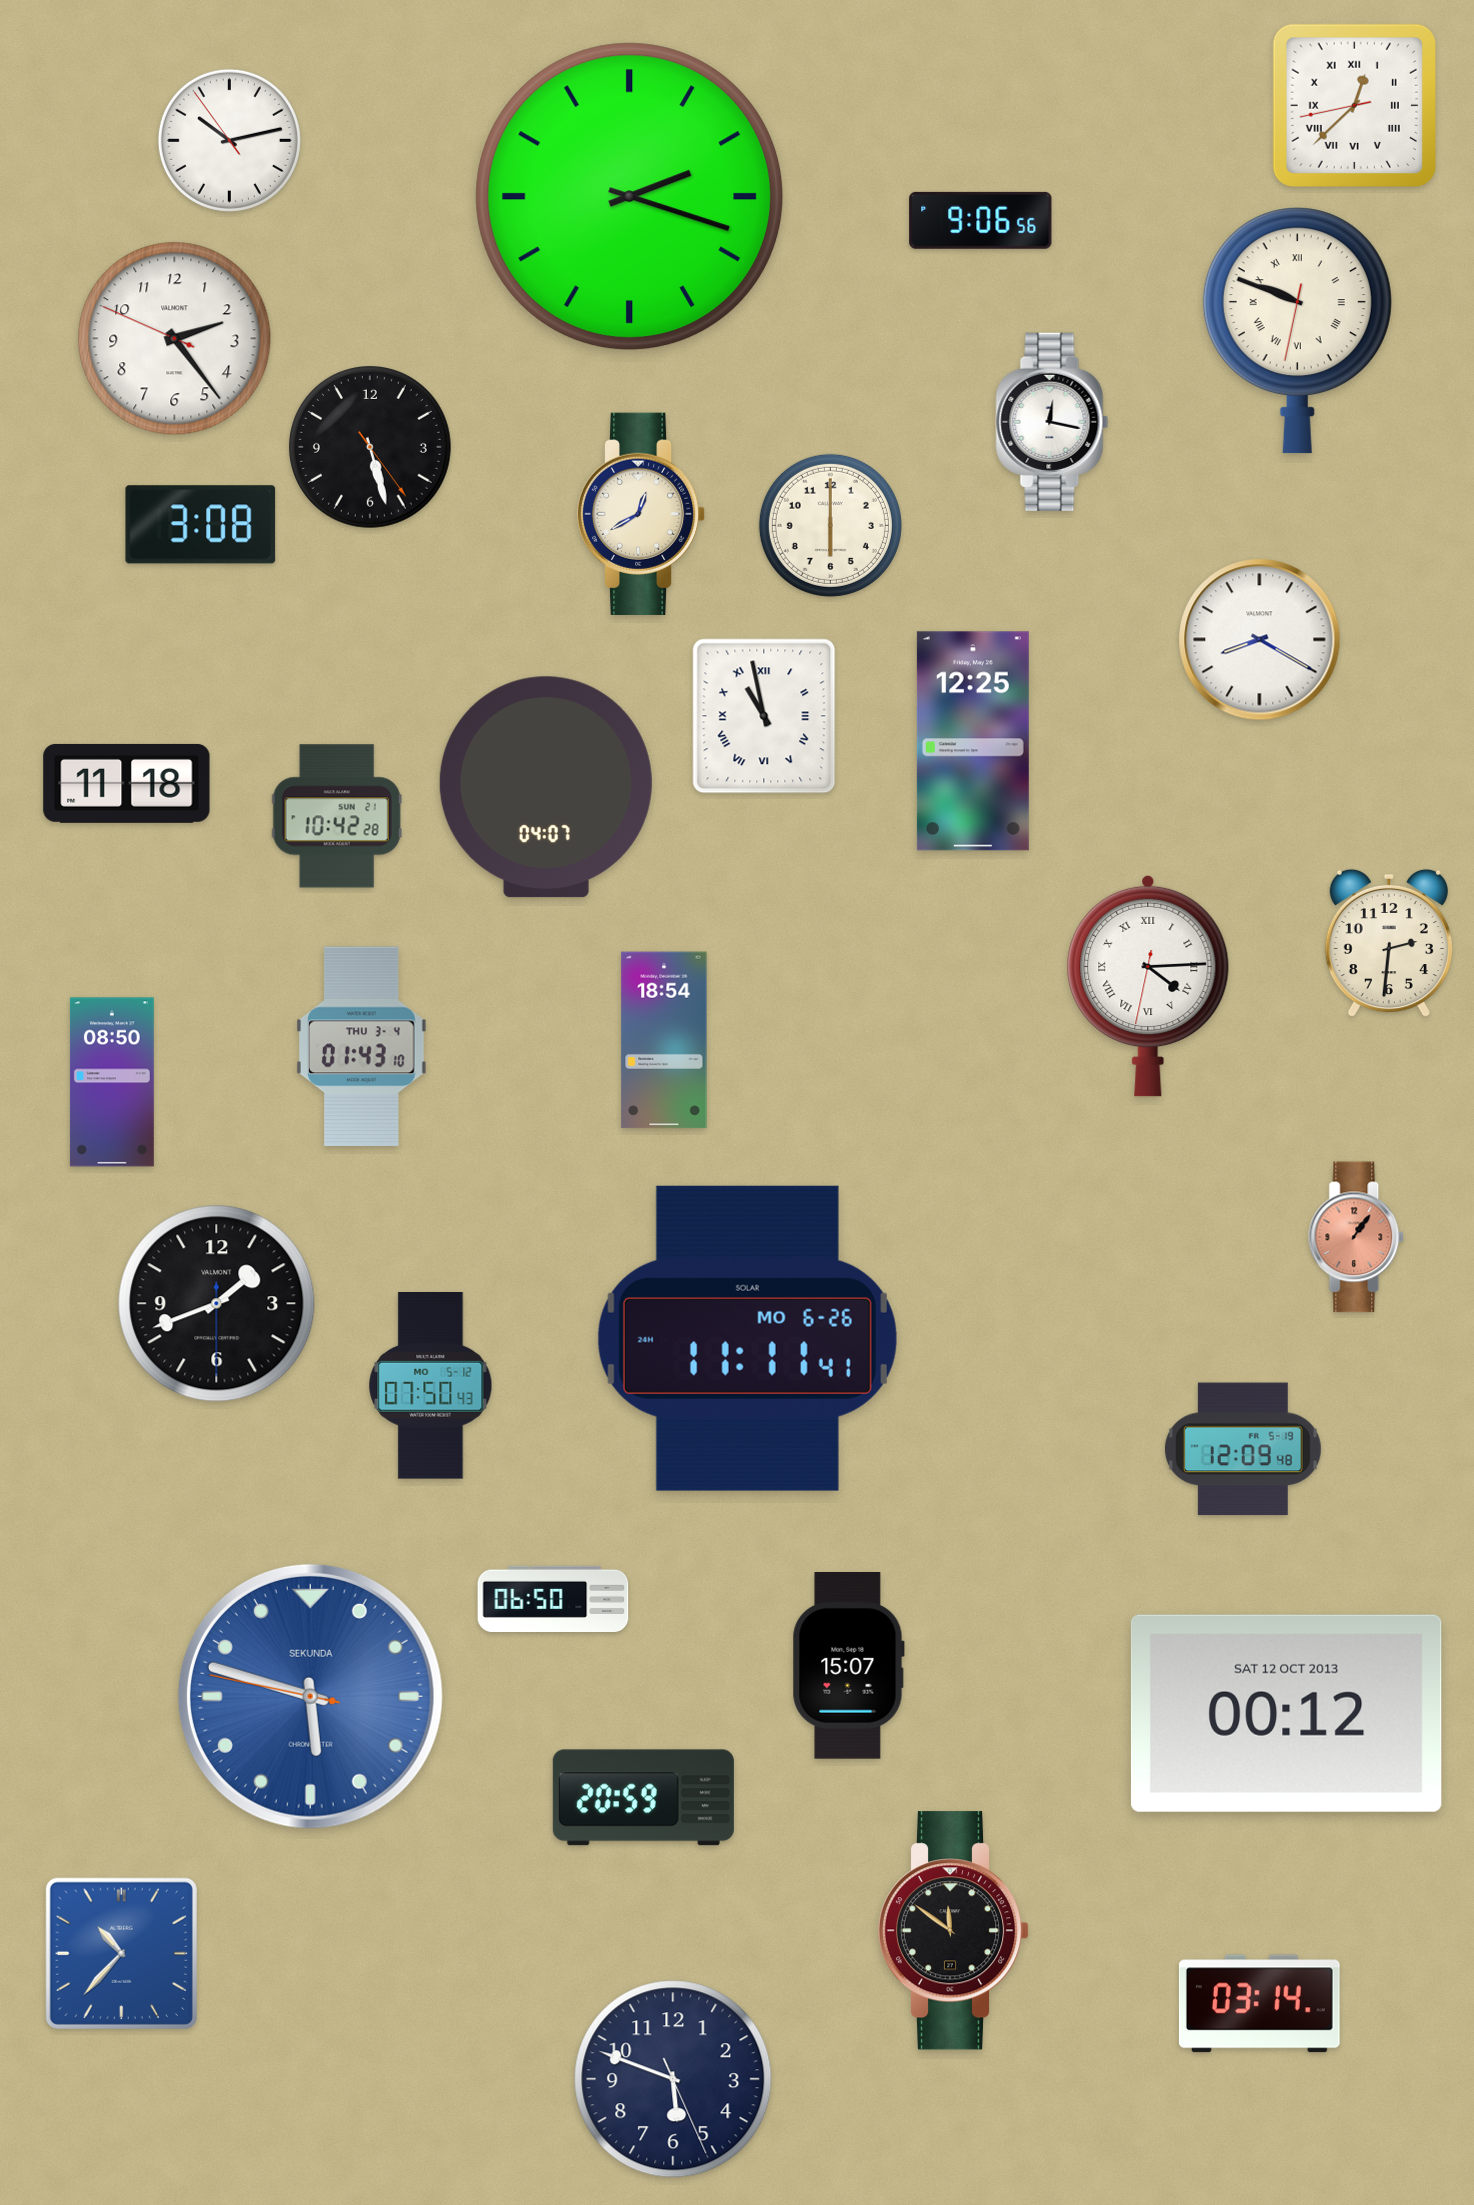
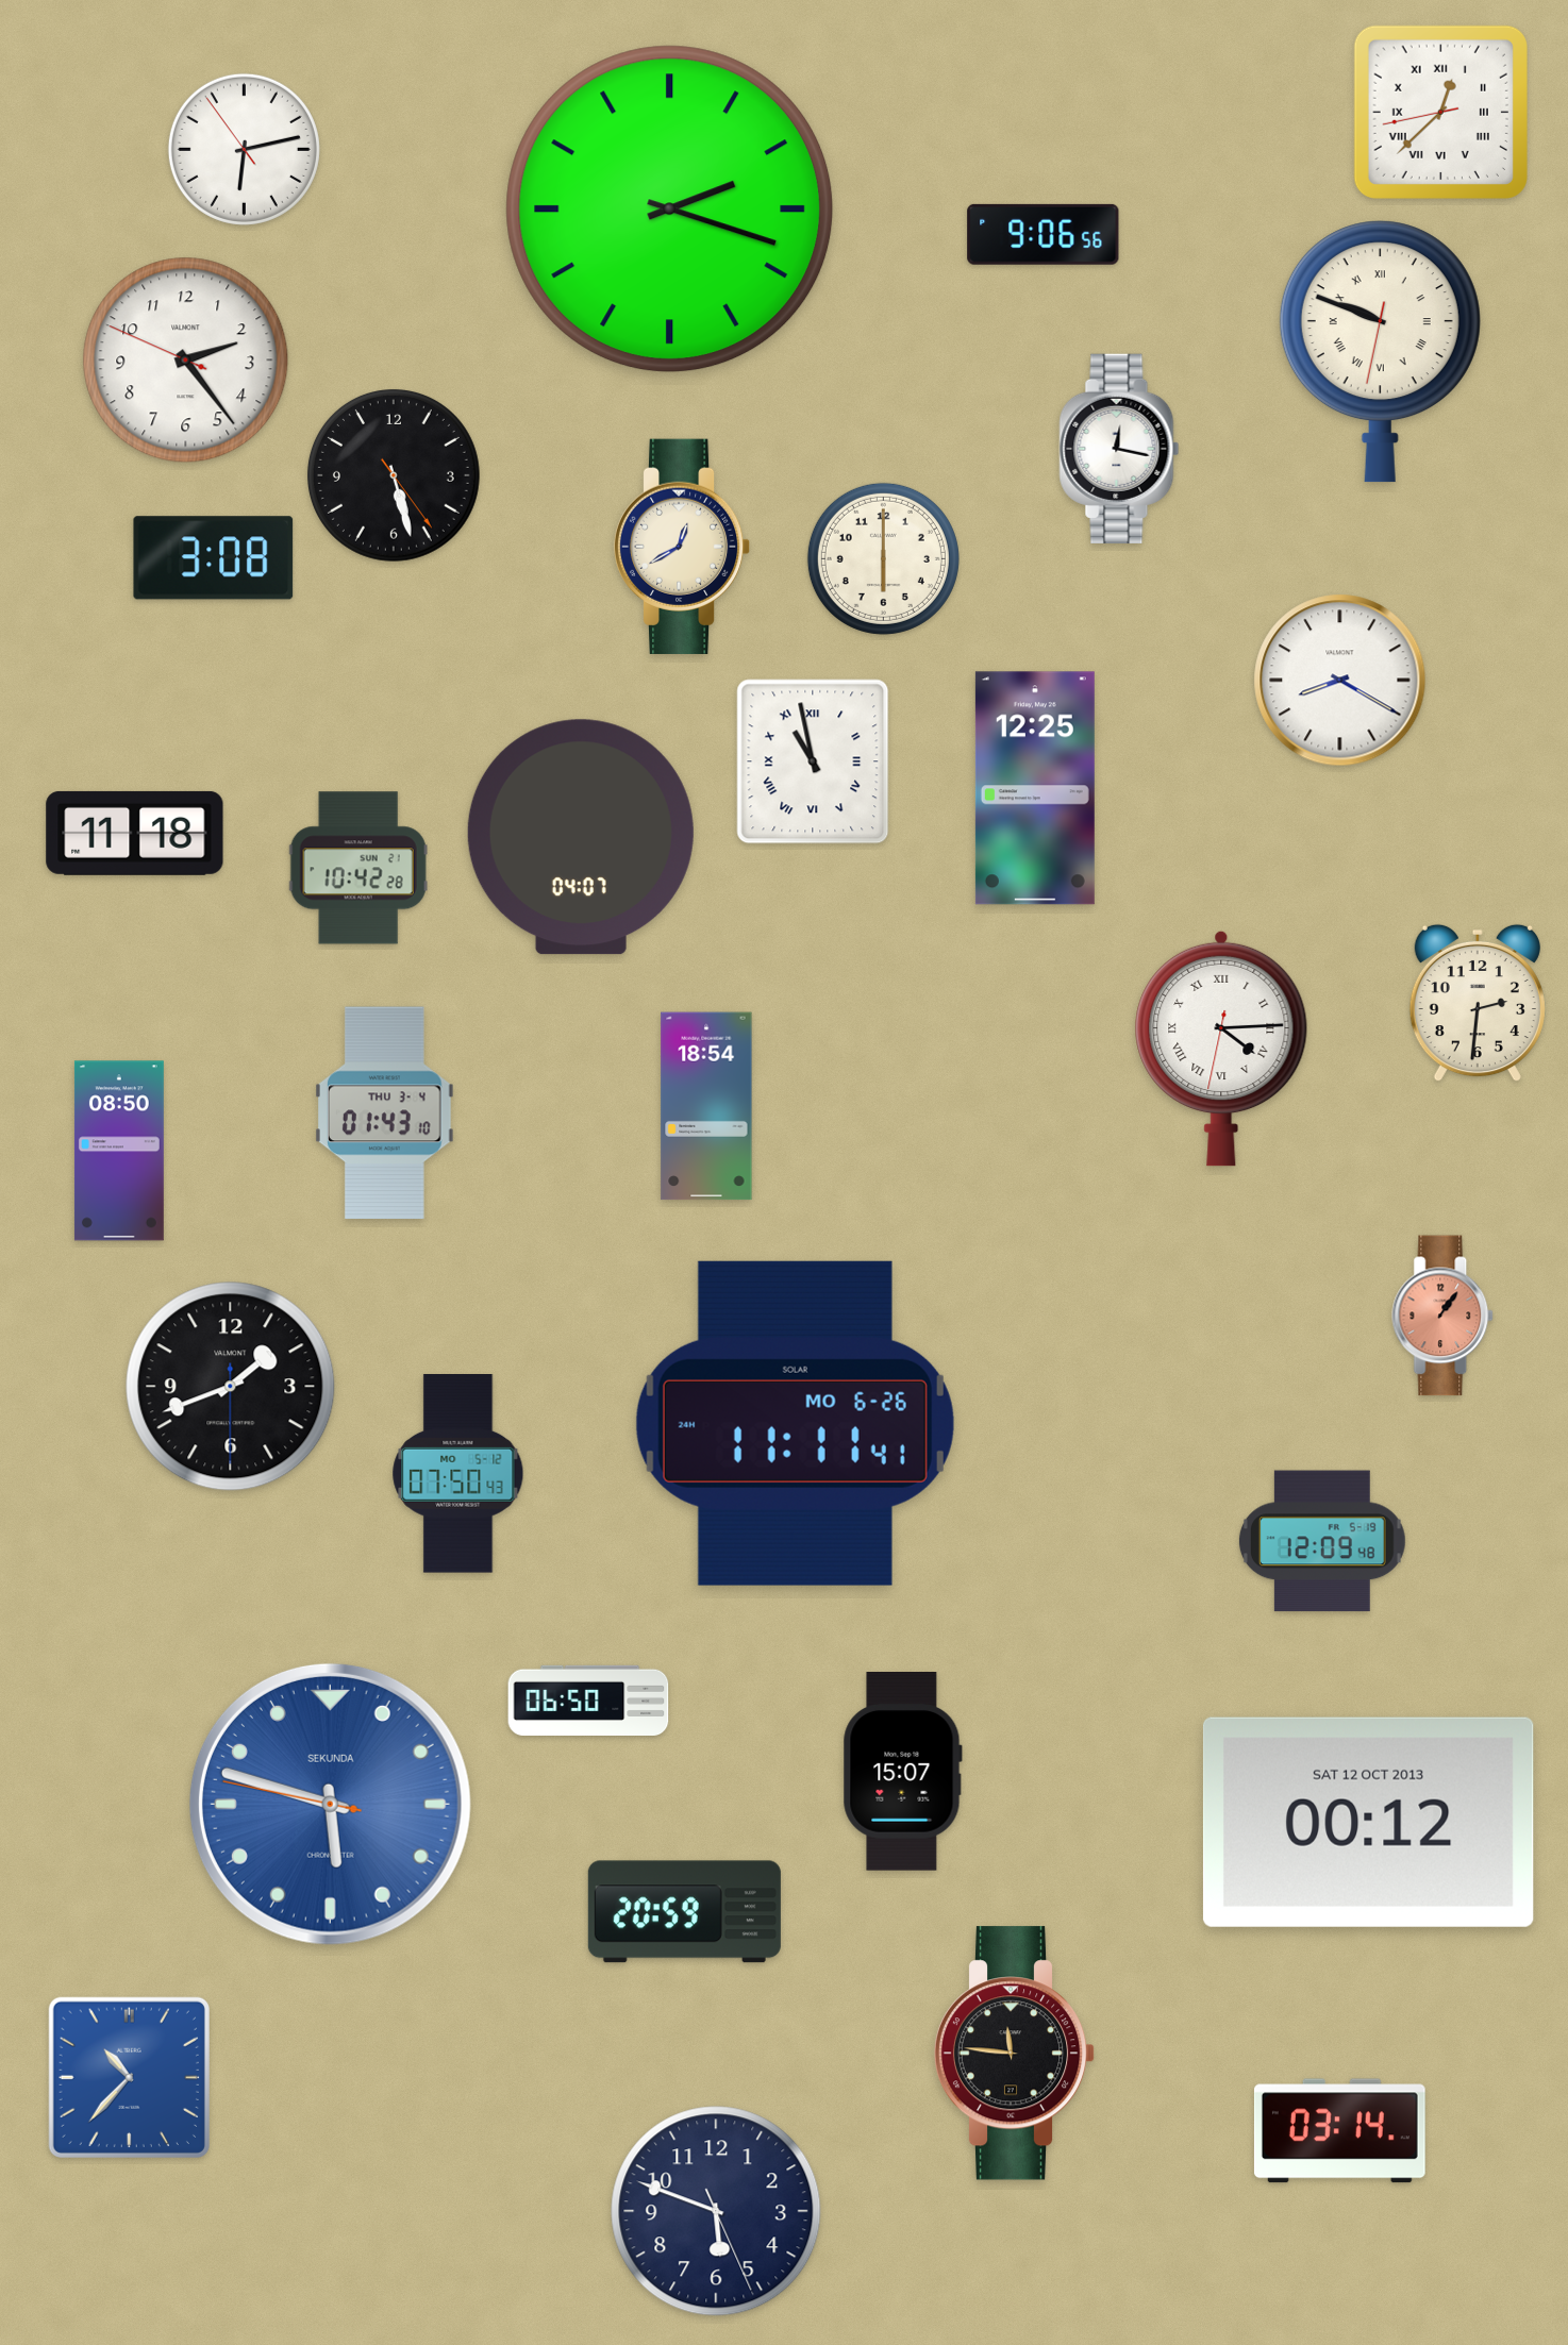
clock at (229, 140): 10:12 -> 6:12
clock at (954, 1931): 11:51 -> 11:46
